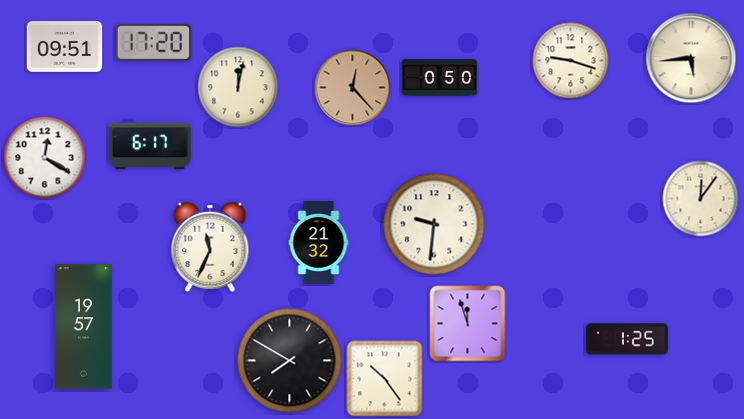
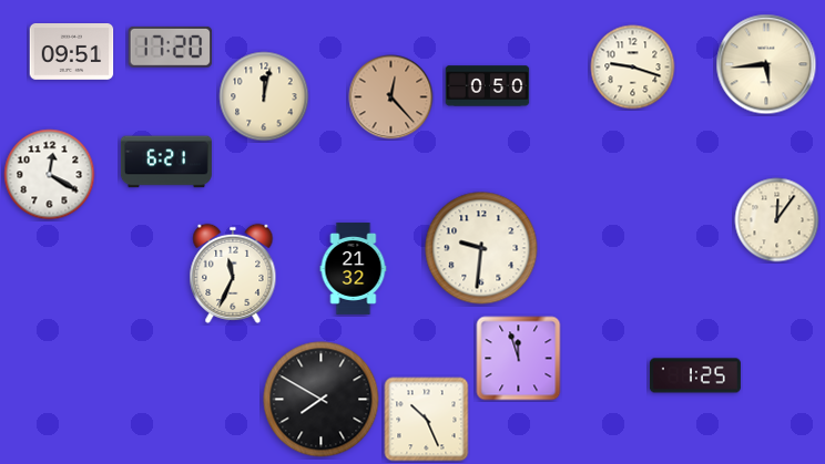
clock at (150, 146): 6:17 -> 6:21
clock at (84, 327): 19:57 -> none
clock at (385, 379): 10:24 -> 10:26
